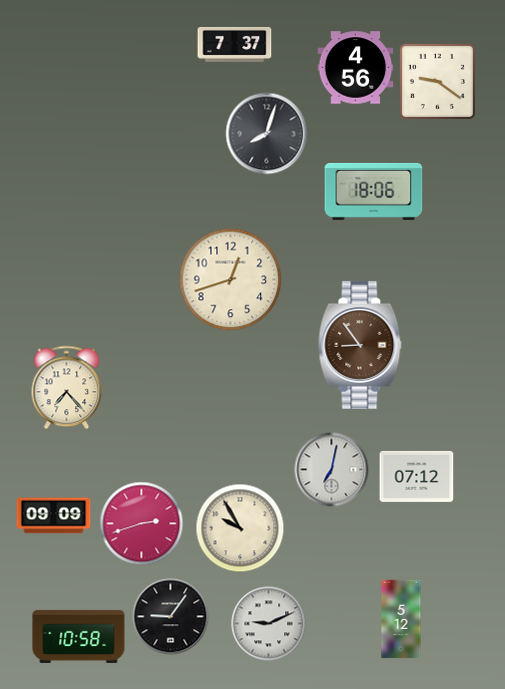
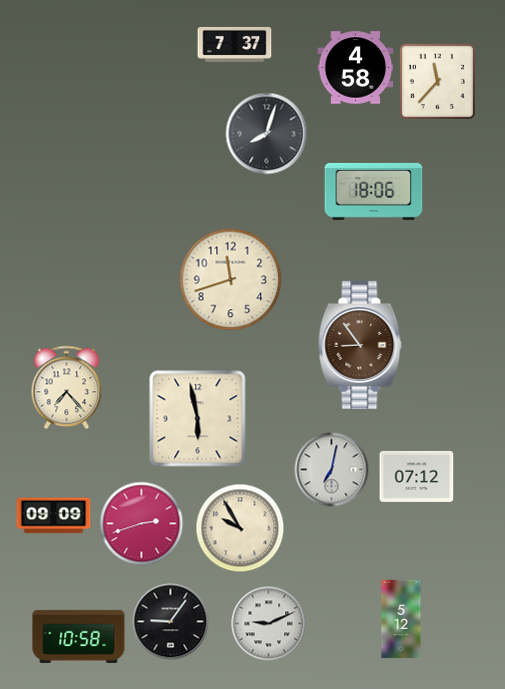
clock at (356, 68): 4:56 -> 4:58
clock at (437, 81): 9:21 -> 11:37
clock at (231, 280): 12:42 -> 11:42
clock at (198, 419): none -> 5:58
clock at (171, 617) position: (171, 617) -> (171, 622)
